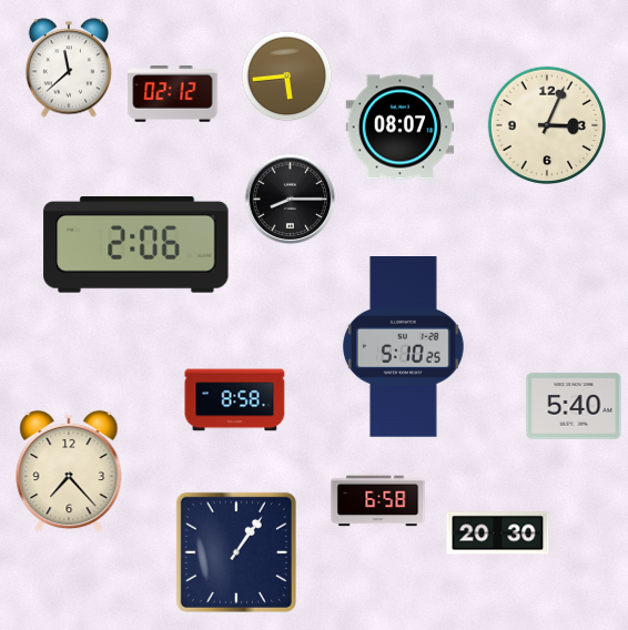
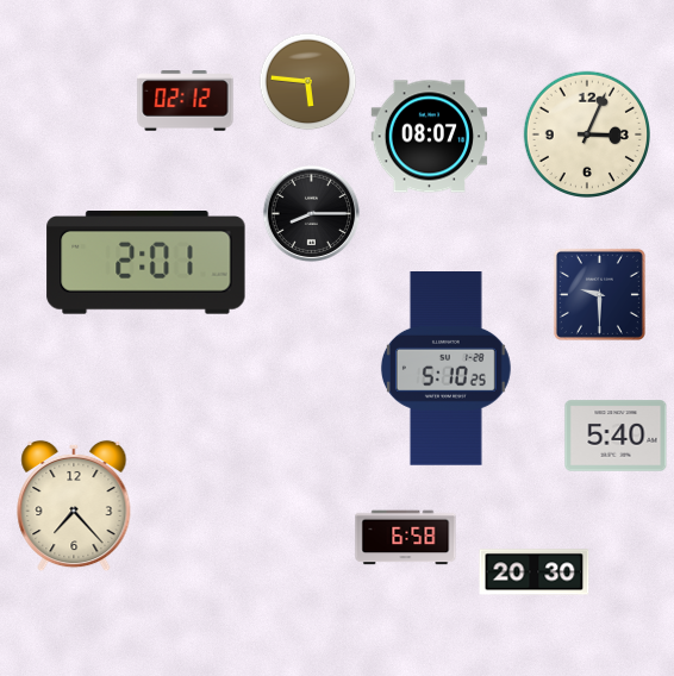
clock at (68, 68): 11:38 -> none
clock at (287, 77): 5:44 -> 5:46
clock at (136, 245): 2:06 -> 2:01
clock at (599, 294): none -> 9:30
clock at (403, 347) position: (403, 347) -> (445, 369)
clock at (235, 400): 8:58 -> none
clock at (236, 552): 1:06 -> none
